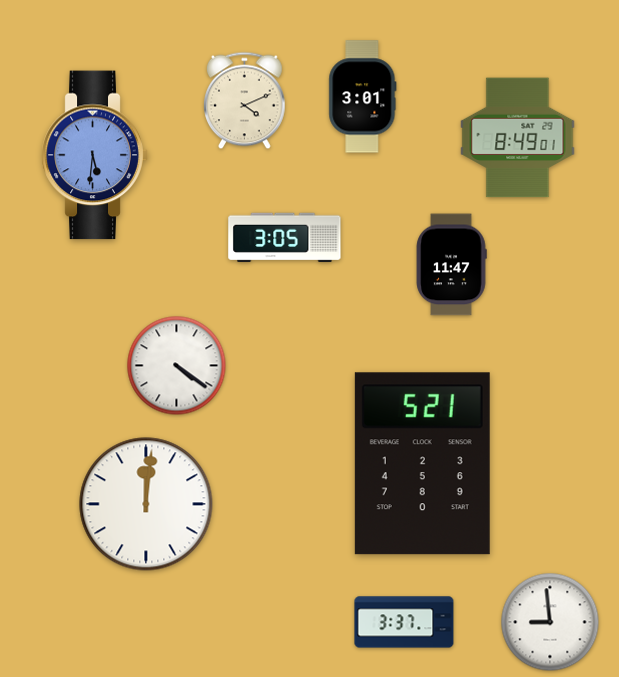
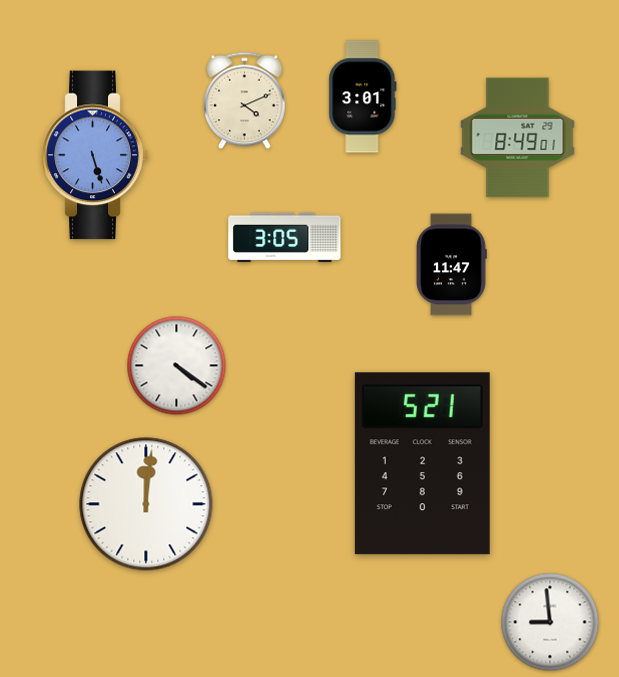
clock at (95, 155): 5:31 -> 5:27
clock at (404, 622): 3:37 -> none
